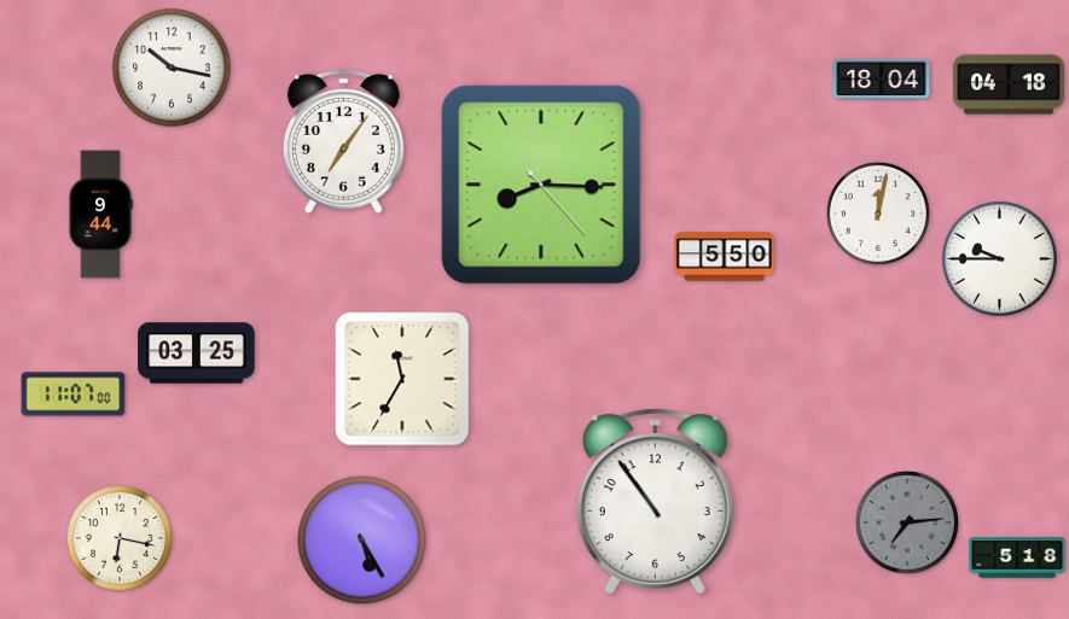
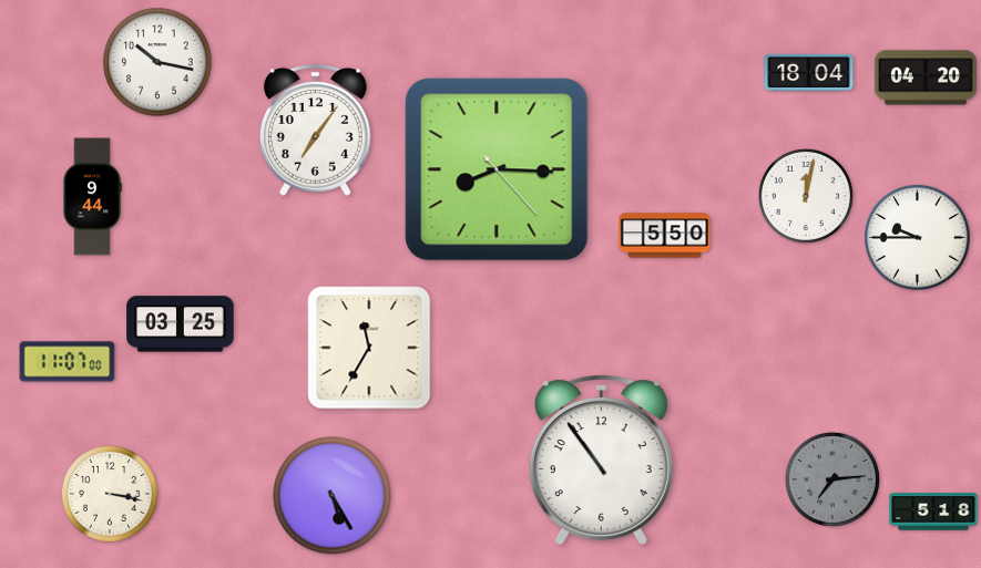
clock at (1009, 84): 04:18 -> 04:20
clock at (120, 538): 6:17 -> 3:17
